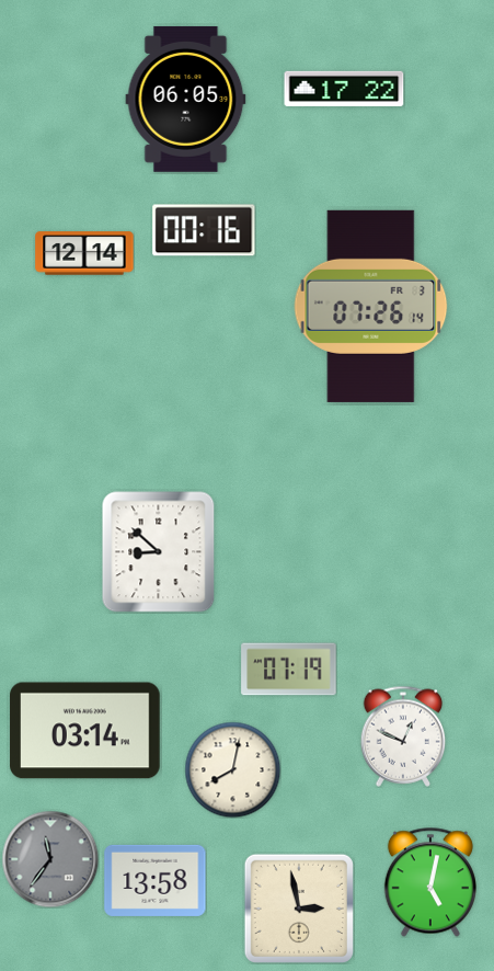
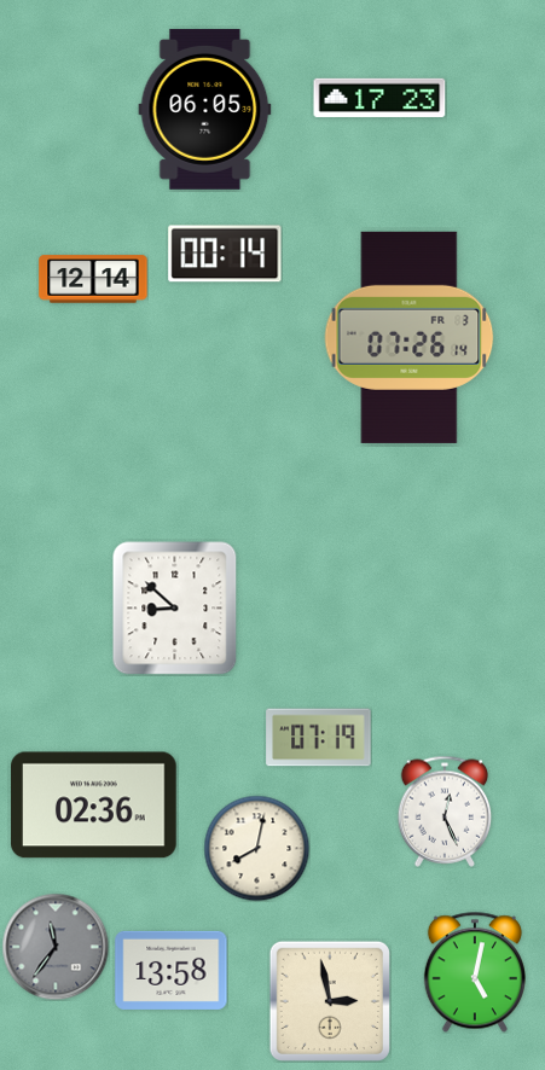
clock at (344, 89): 17:22 -> 17:23
clock at (204, 230): 00:16 -> 00:14
clock at (85, 731): 03:14 -> 02:36
clock at (403, 736): 12:49 -> 12:26
